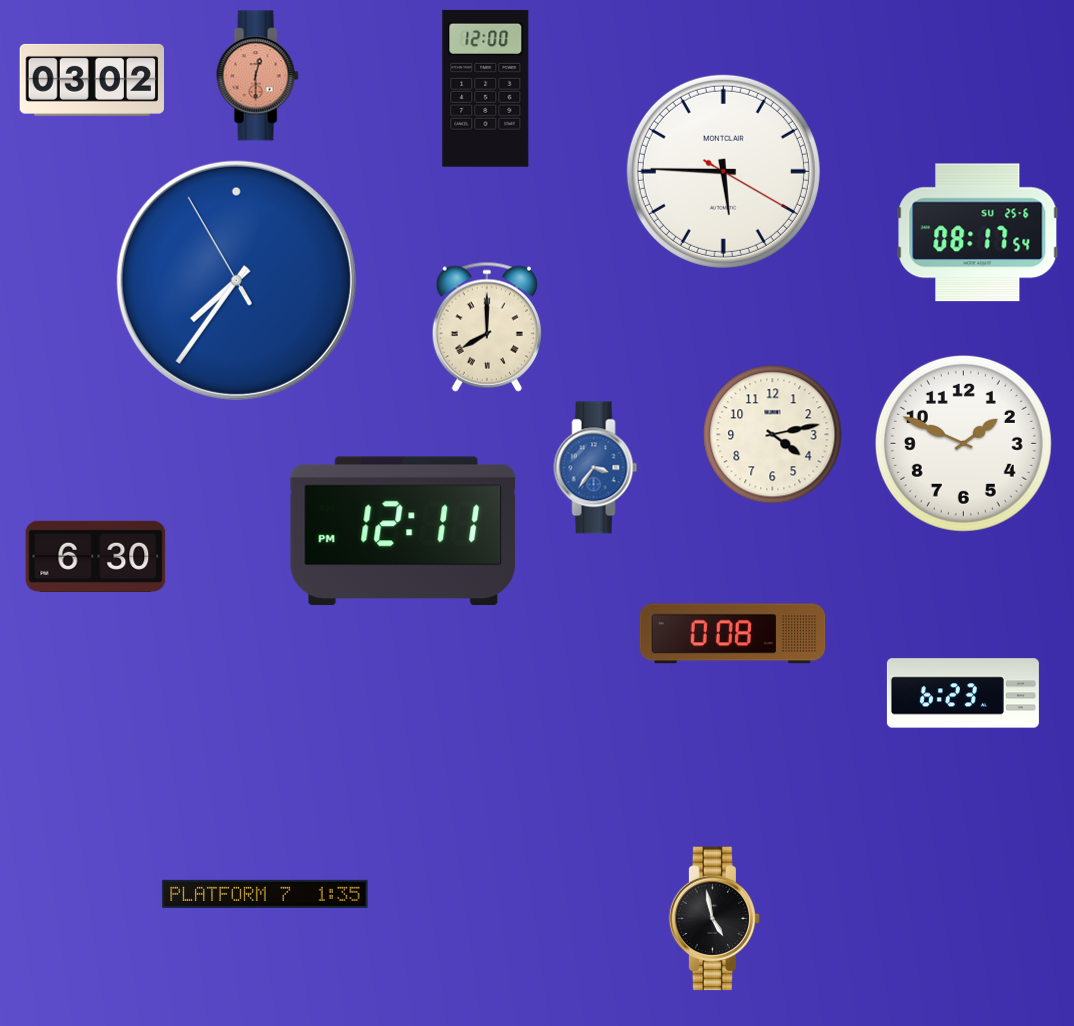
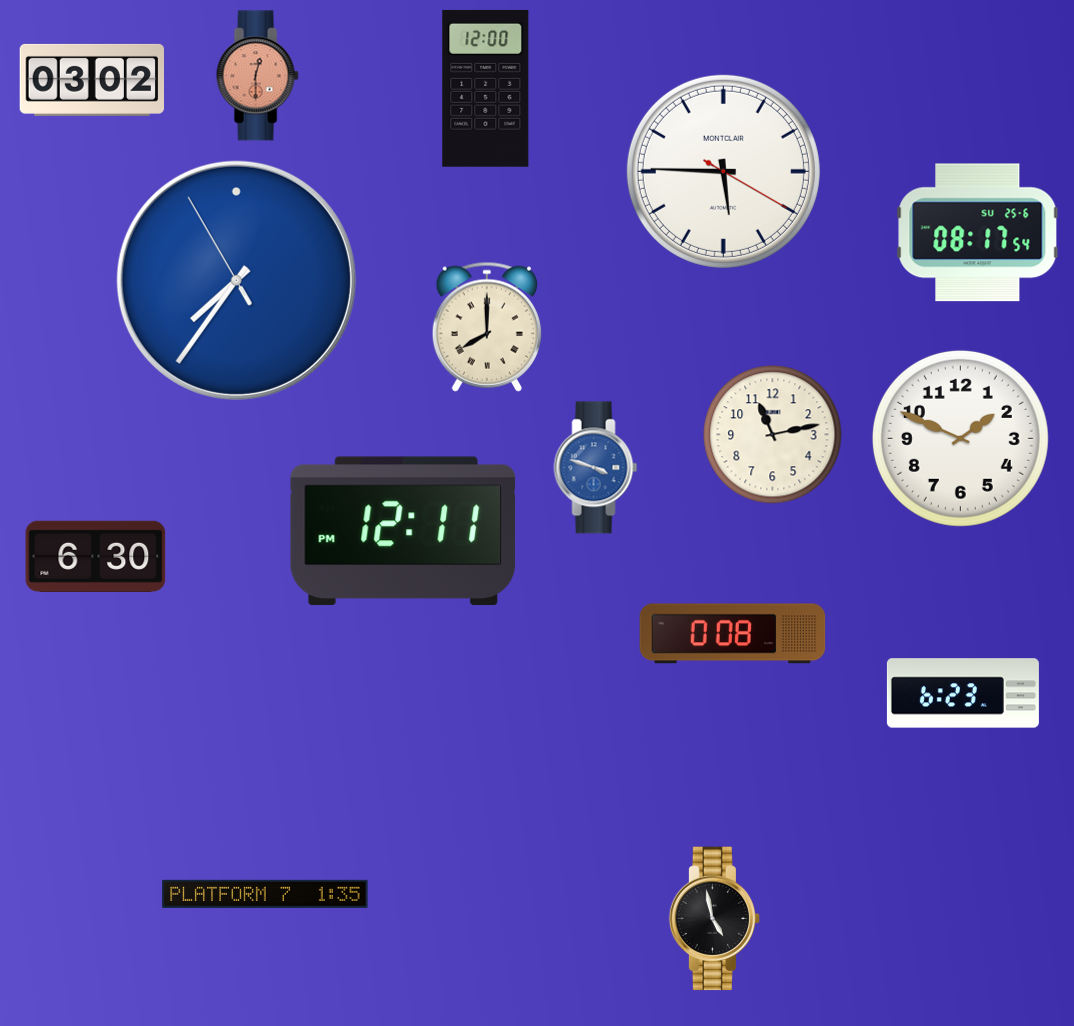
clock at (773, 435): 4:13 -> 11:13
clock at (963, 443) position: (963, 443) -> (960, 438)
clock at (596, 468): 3:36 -> 3:48
